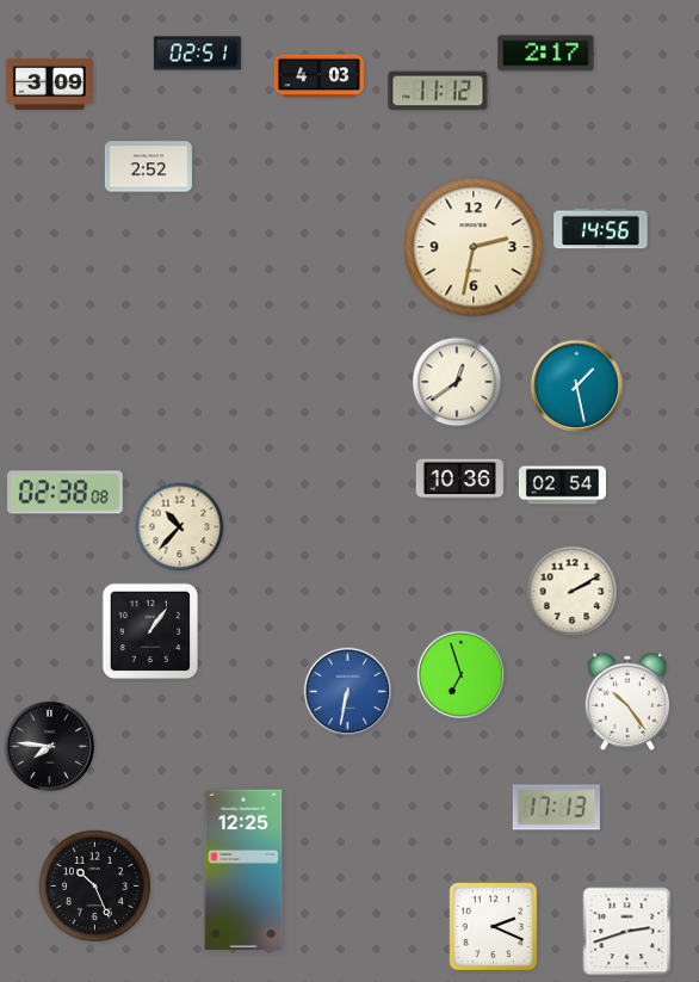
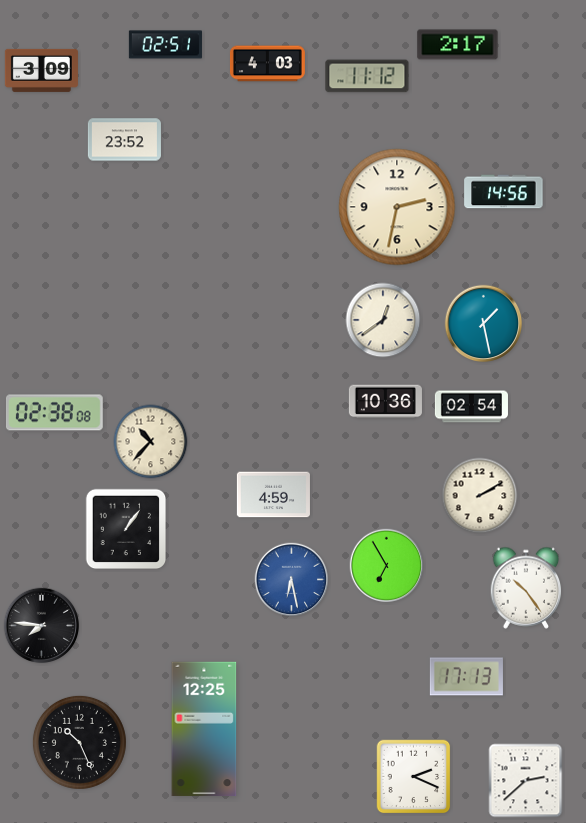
clock at (148, 167): 2:52 -> 23:52
clock at (273, 495): none -> 4:59
clock at (462, 675): 6:57 -> 6:55
clock at (348, 692): 6:32 -> 6:28
clock at (627, 932): 2:42 -> 2:38
